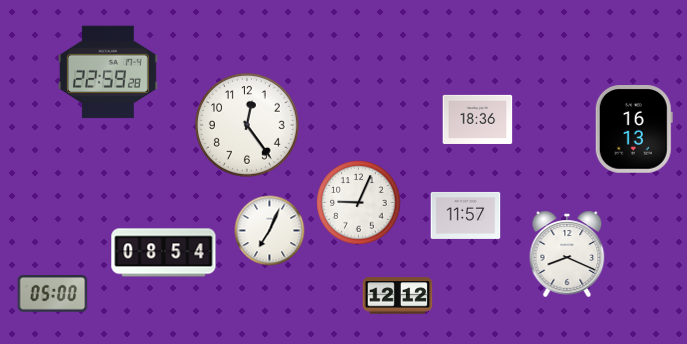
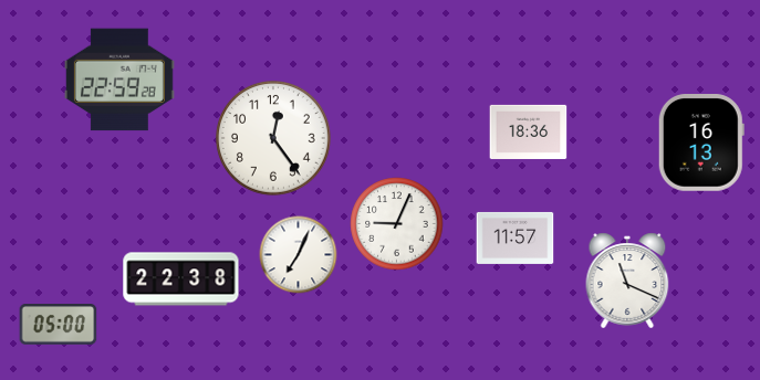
clock at (164, 253): 08:54 -> 22:38
clock at (567, 254): 8:19 -> 11:19
clock at (398, 296): 12:12 -> none
